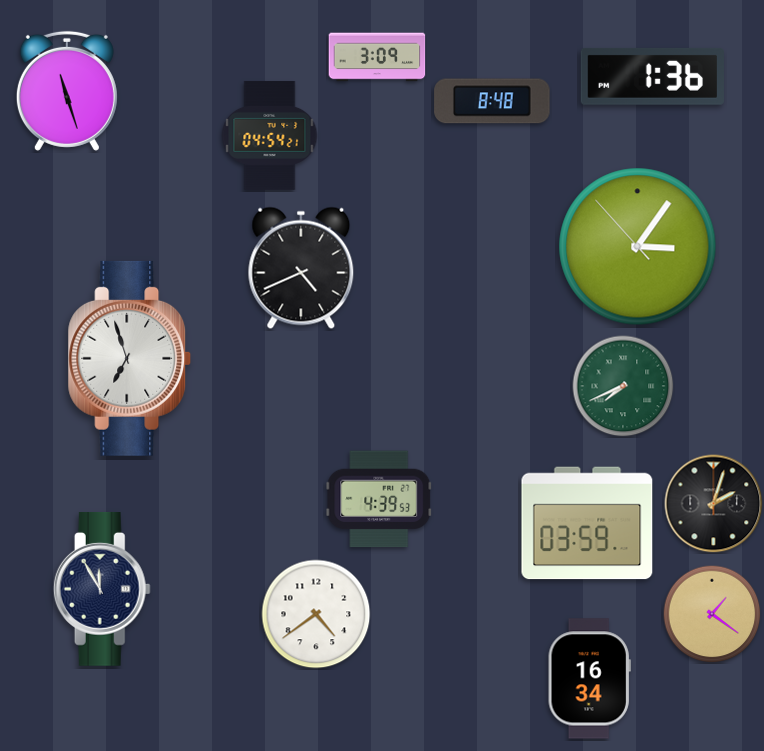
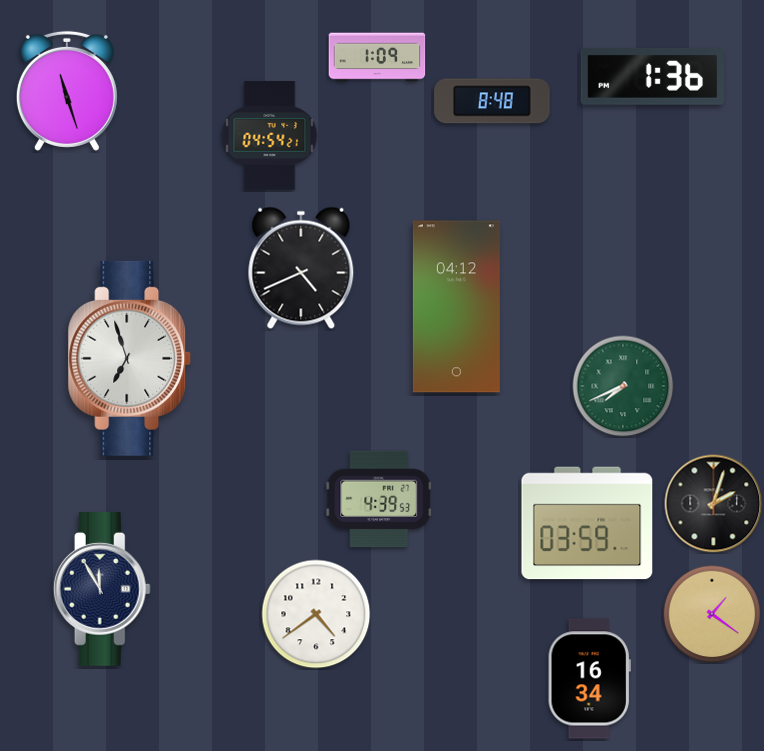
clock at (377, 57): 3:09 -> 1:09
clock at (638, 247): 3:05 -> none
clock at (456, 307): none -> 04:12
